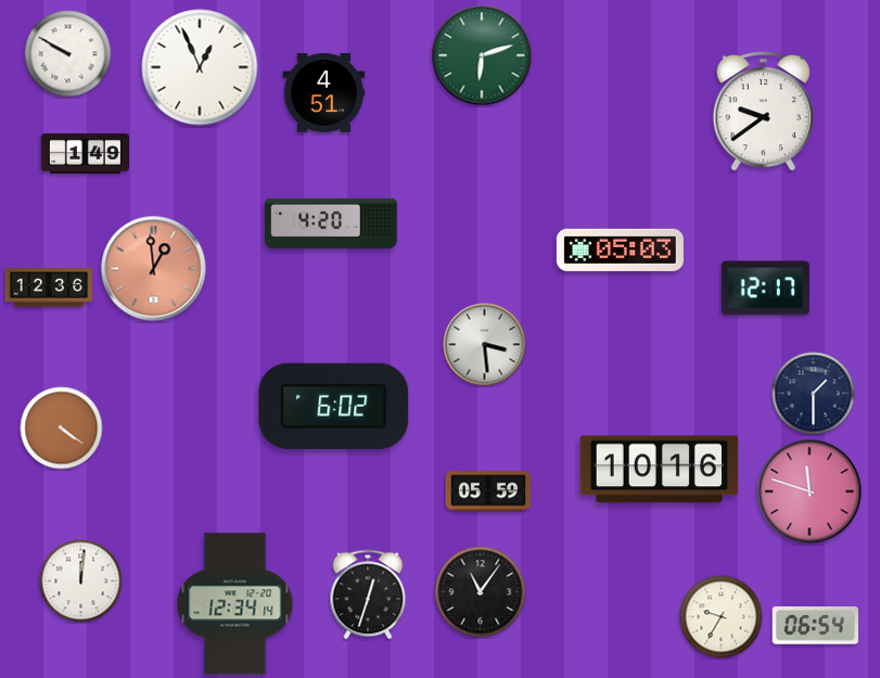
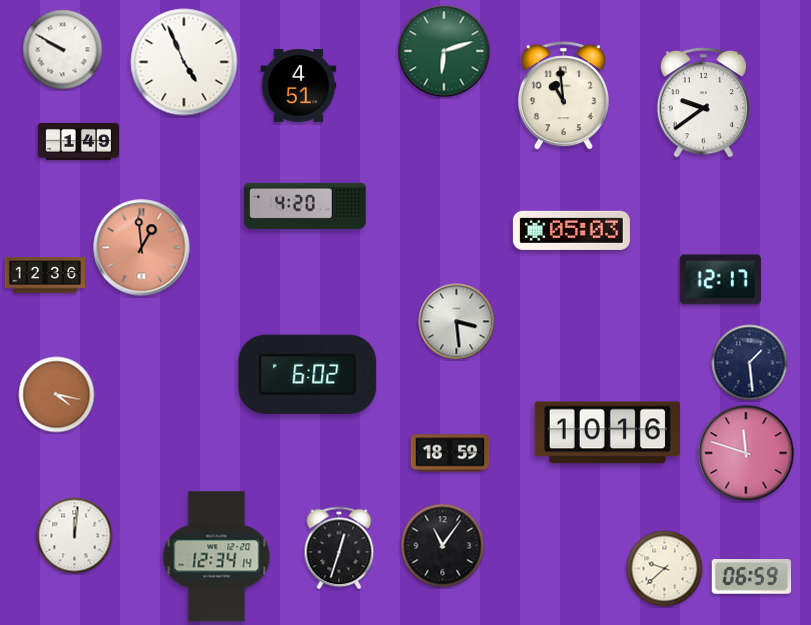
clock at (200, 67): 12:56 -> 4:56
clock at (563, 96): none -> 10:59
clock at (48, 287) position: (48, 287) -> (44, 275)
clock at (765, 289) position: (765, 289) -> (720, 280)
clock at (485, 345) position: (485, 345) -> (457, 322)
clock at (814, 394): 1:30 -> 1:29
clock at (62, 428): 4:21 -> 4:17
clock at (488, 491): 05:59 -> 18:59
clock at (722, 617): 9:35 -> 9:38
clock at (815, 626): 06:54 -> 06:59
